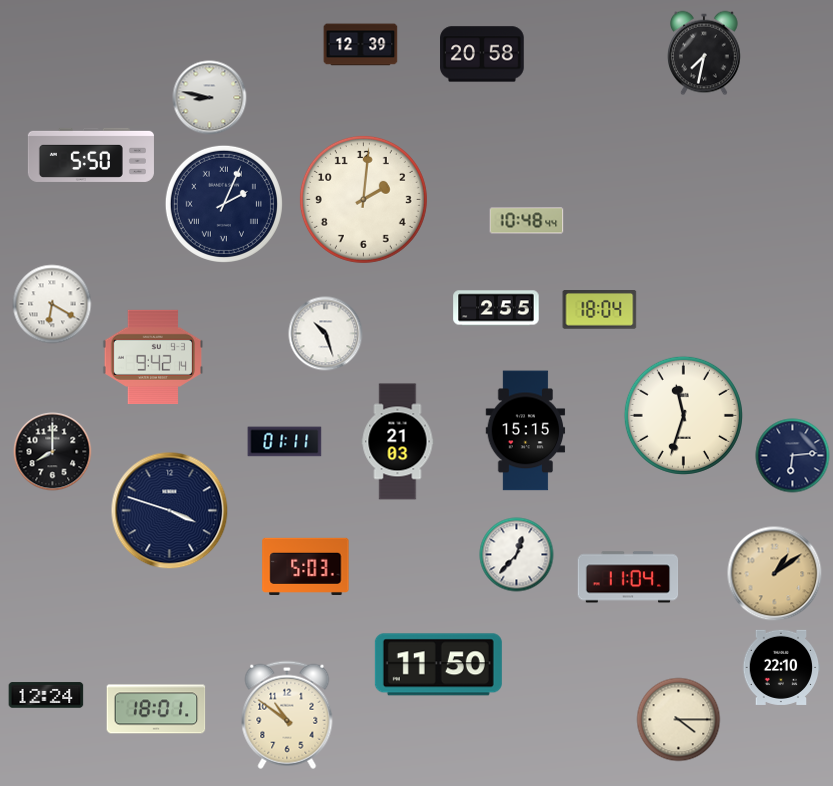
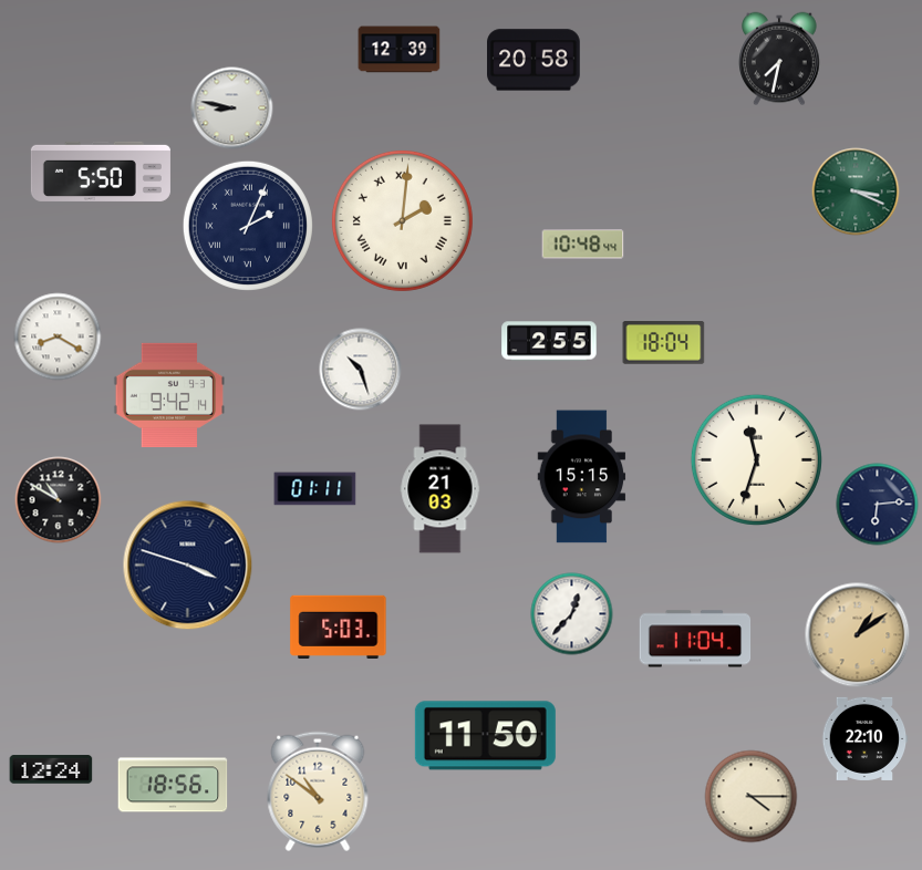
clock at (856, 191): none -> 3:19
clock at (363, 199) numerals: Arabic -> Roman
clock at (52, 304): 6:20 -> 8:20
clock at (53, 452): 8:00 -> 10:50
clock at (156, 709): 18:01 -> 18:56
